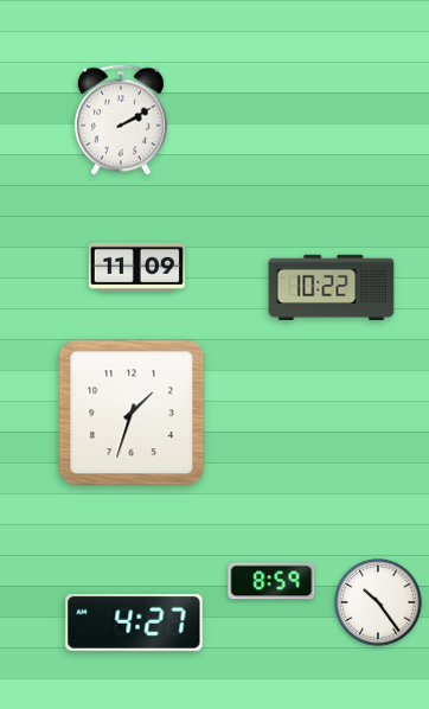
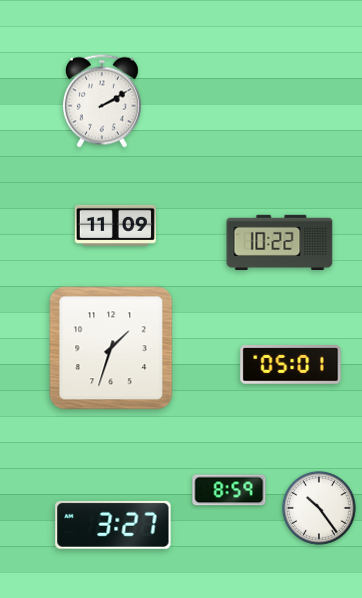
clock at (291, 365): none -> 05:01
clock at (134, 622): 4:27 -> 3:27
